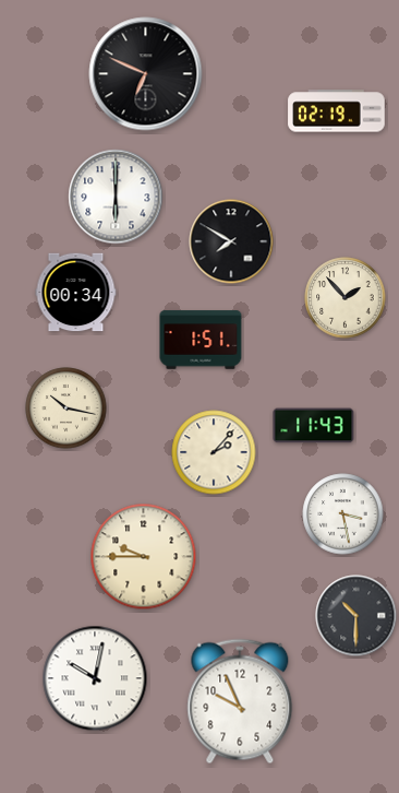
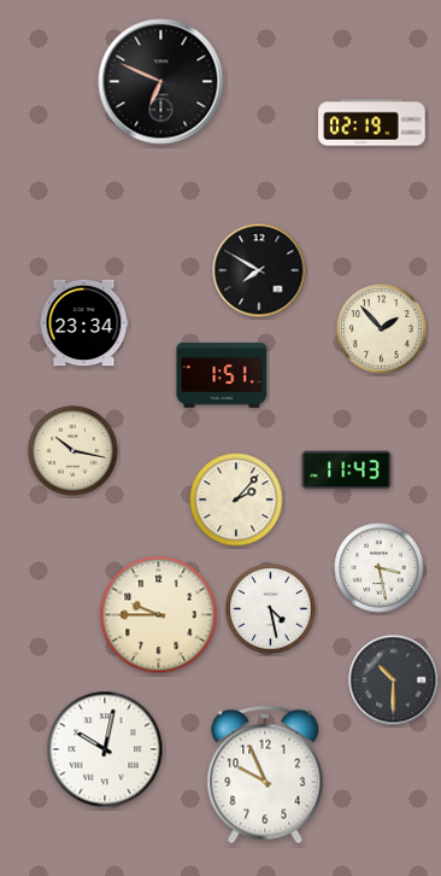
clock at (116, 197): 6:00 -> none
clock at (231, 241) position: (231, 241) -> (259, 270)
clock at (76, 293): 00:34 -> 23:34
clock at (271, 609): none -> 4:28
